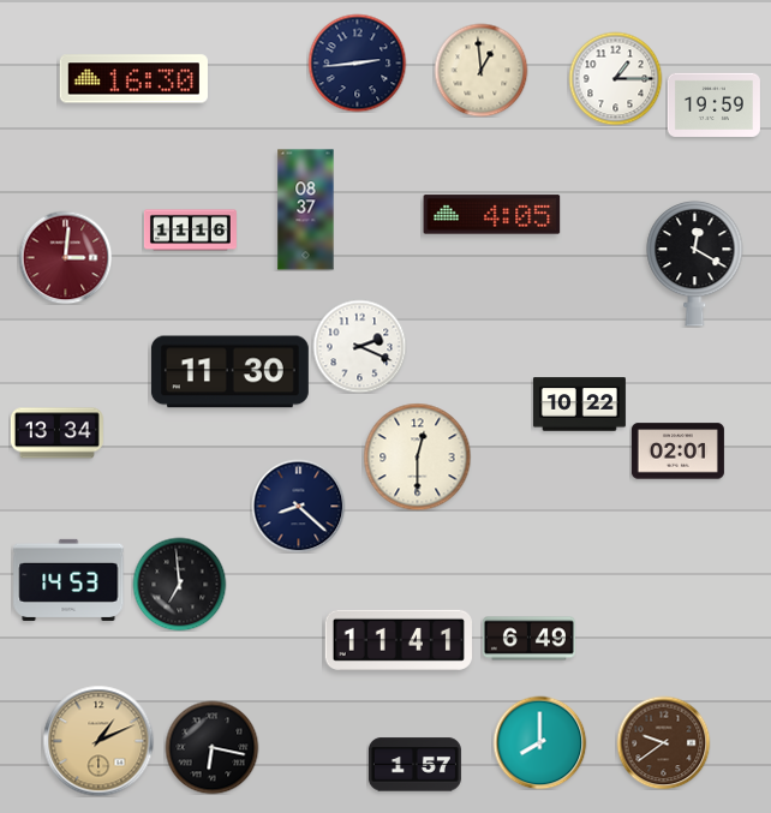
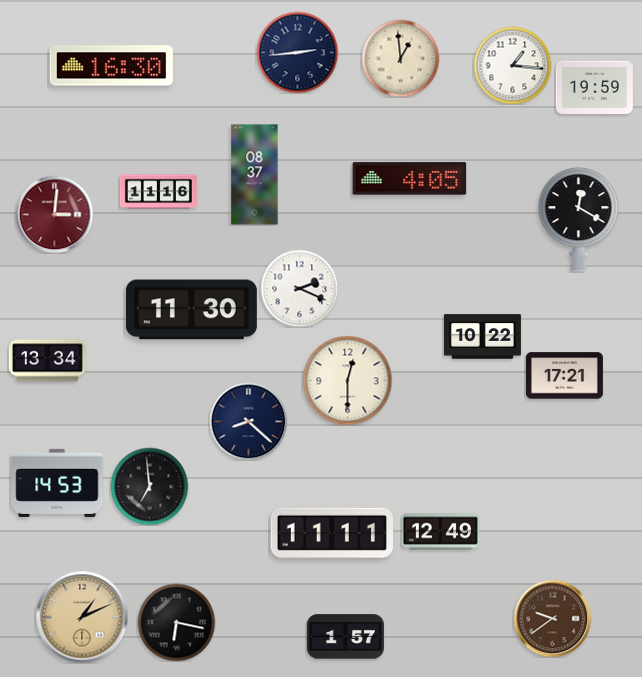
clock at (615, 78): 1:15 -> 1:16
clock at (677, 452): 02:01 -> 17:21
clock at (528, 639): 6:49 -> 12:49
clock at (398, 640): 11:41 -> 11:11
clock at (539, 742): 8:00 -> none
